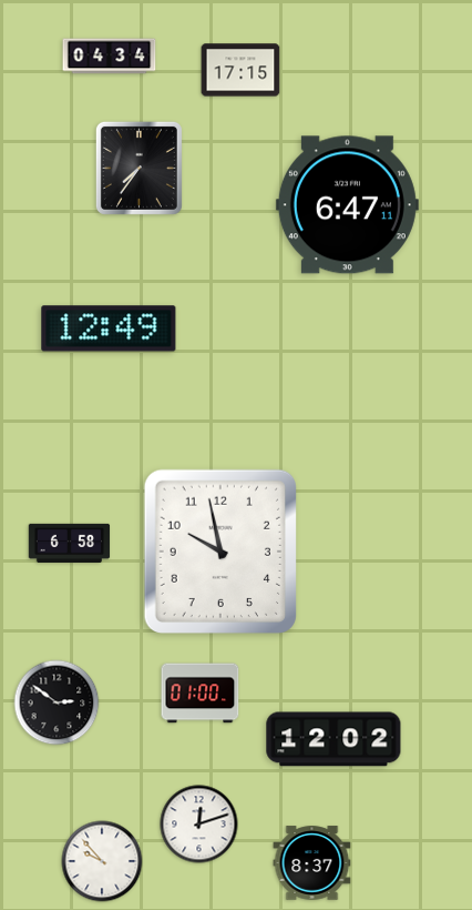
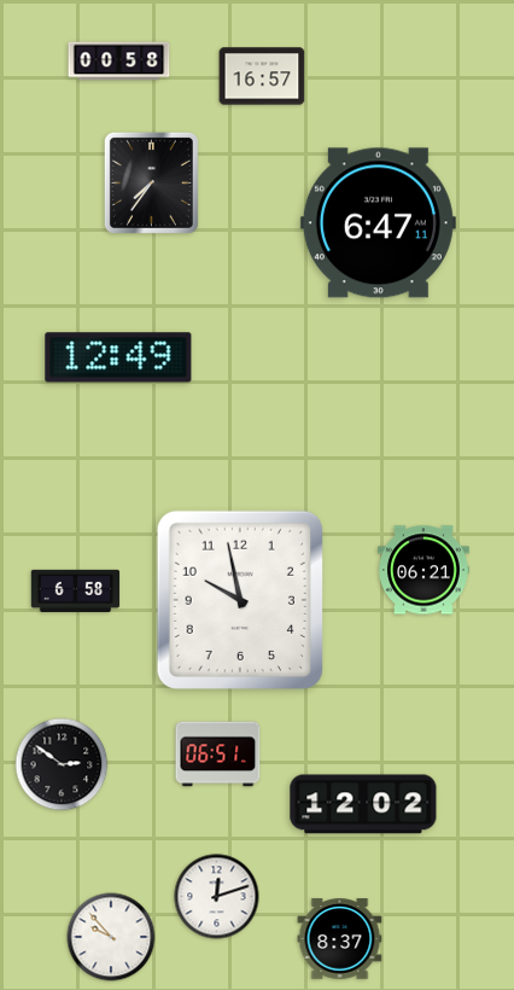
clock at (110, 57): 04:34 -> 00:58
clock at (240, 70): 17:15 -> 16:57
clock at (425, 570): none -> 06:21
clock at (201, 694): 01:00 -> 06:51
